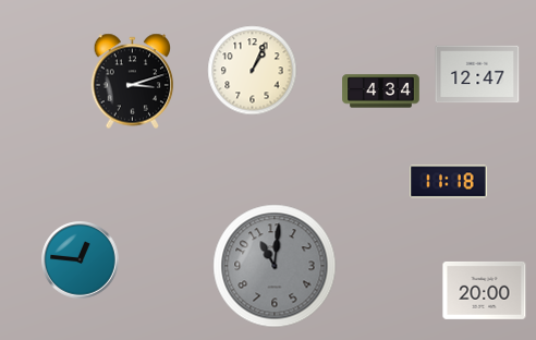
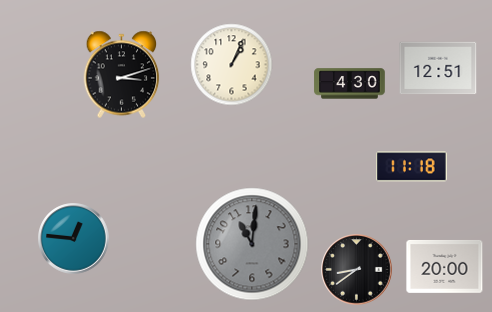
clock at (477, 74): 12:47 -> 12:51
clock at (381, 92): 4:34 -> 4:30
clock at (357, 270): none -> 8:39
